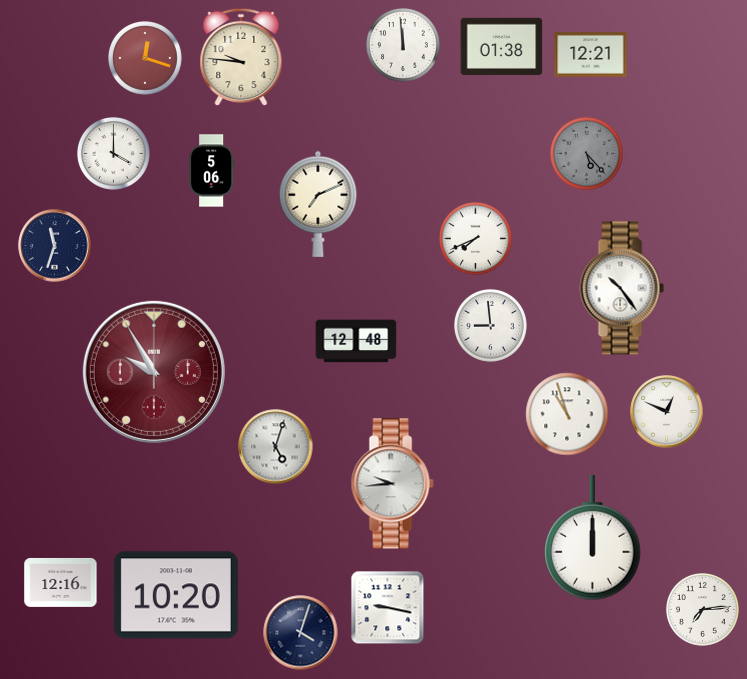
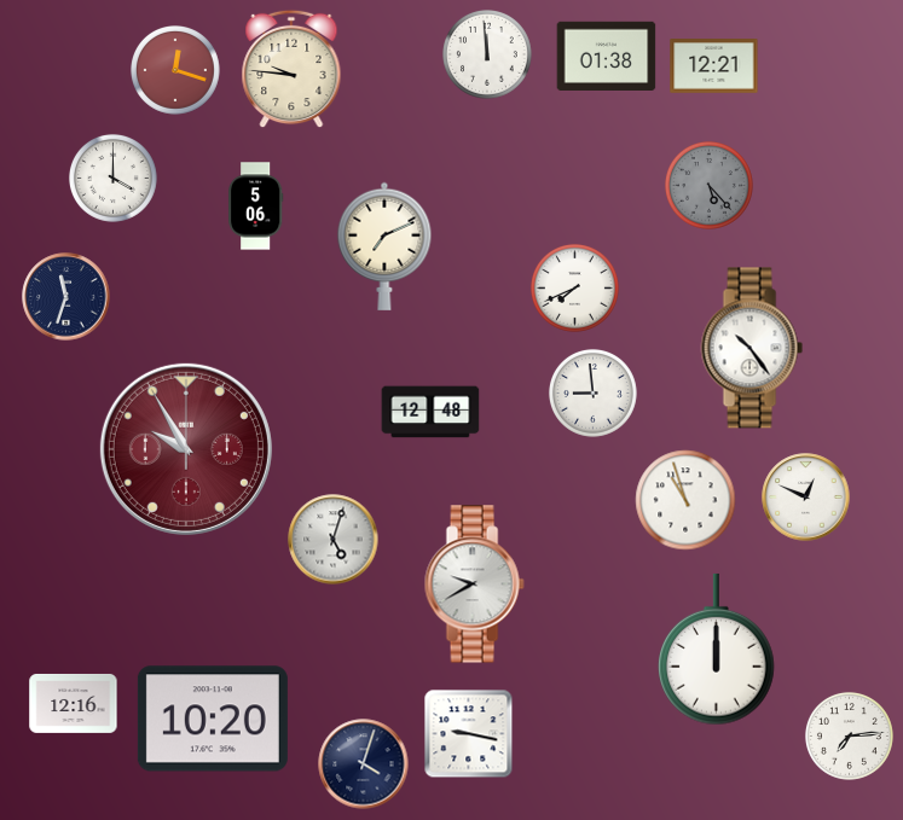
clock at (113, 153) position: (113, 153) -> (112, 178)
clock at (392, 484): 9:44 -> 9:40
